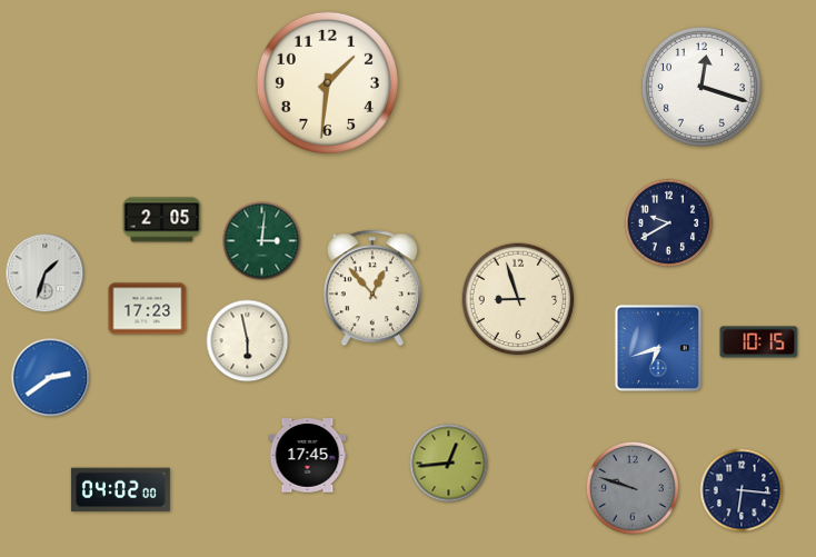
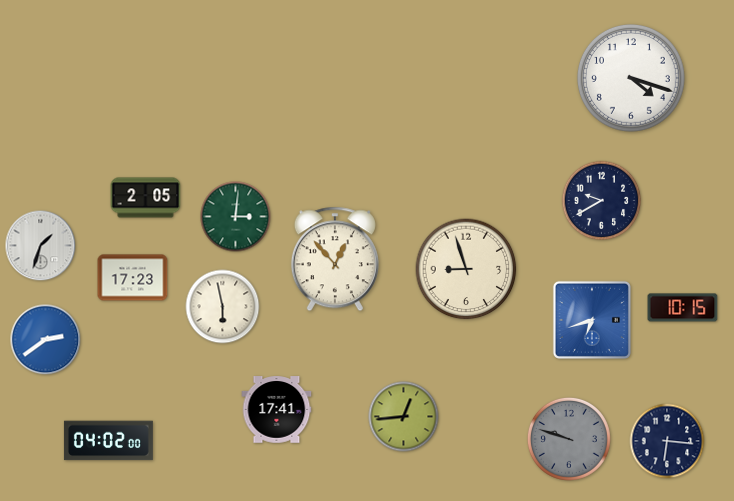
clock at (327, 82): 1:31 -> none
clock at (701, 87): 12:18 -> 4:18
clock at (658, 348) position: (658, 348) -> (592, 320)
clock at (308, 456): 17:45 -> 17:41
